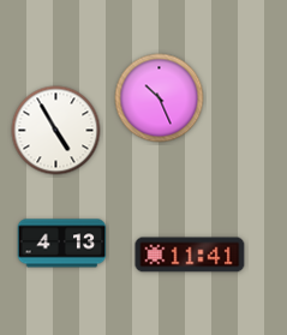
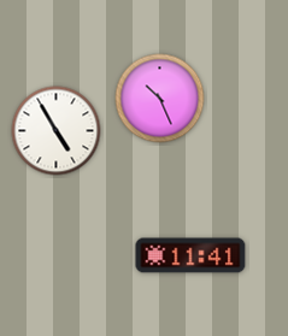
clock at (62, 244): 4:13 -> none
